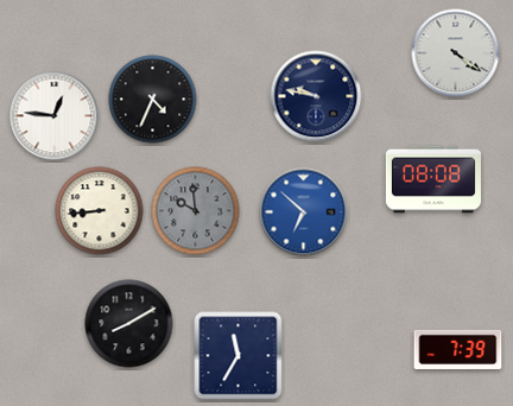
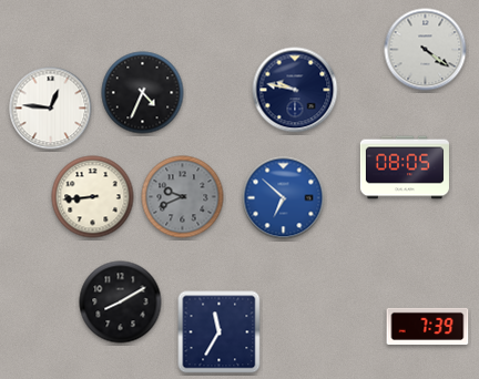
clock at (433, 179): 08:08 -> 08:05
clock at (196, 211): 9:59 -> 9:41
clock at (239, 356) position: (239, 356) -> (220, 332)
